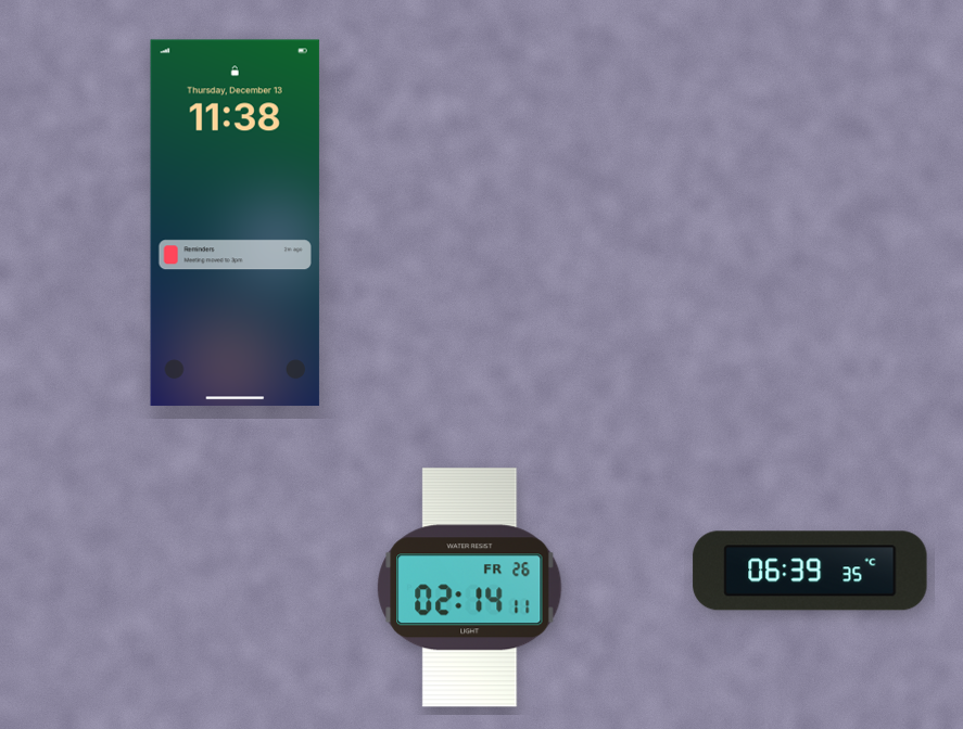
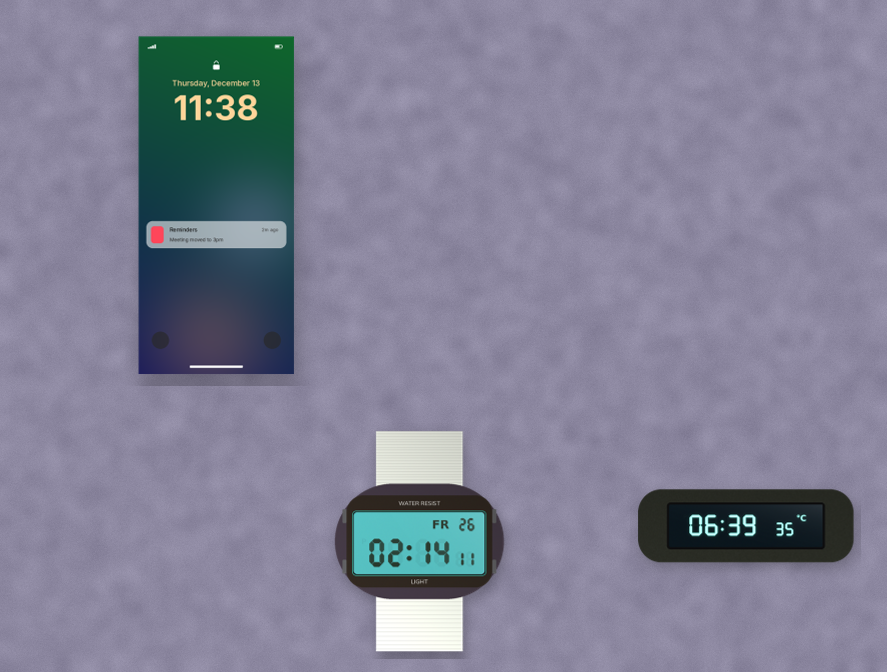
clock at (470, 588) position: (470, 588) -> (420, 542)
